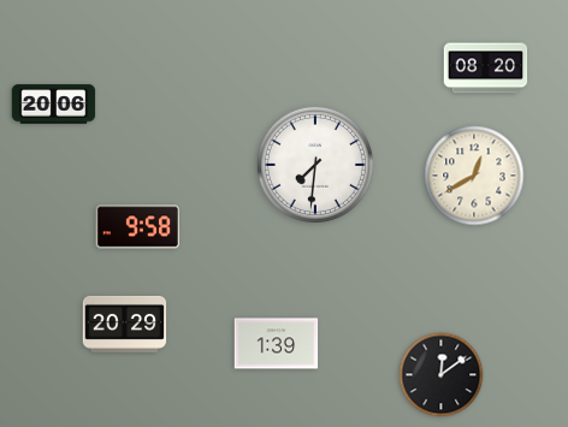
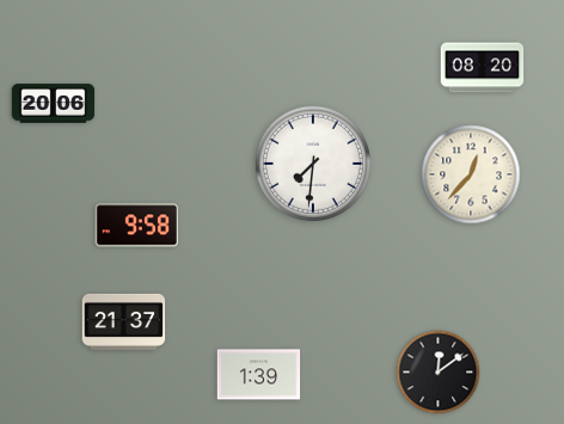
clock at (474, 176): 12:40 -> 12:37
clock at (125, 324): 20:29 -> 21:37
clock at (277, 344) position: (277, 344) -> (259, 375)
